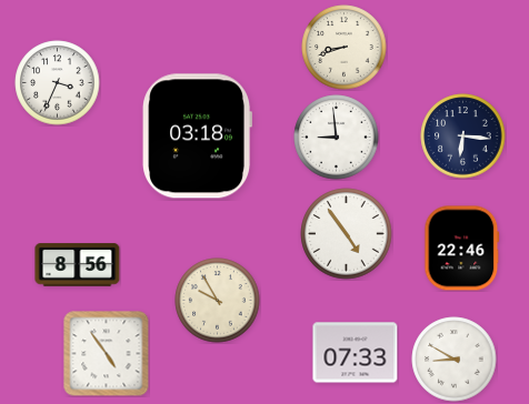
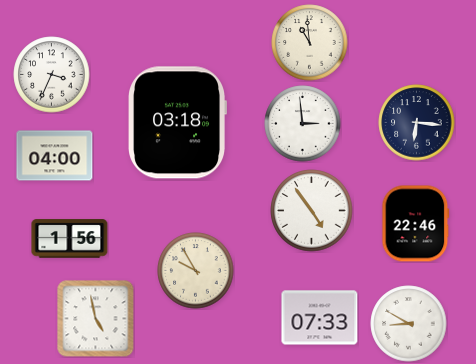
clock at (345, 48): 8:42 -> 10:59
clock at (337, 138): 8:59 -> 2:59
clock at (55, 156): none -> 04:00
clock at (78, 265): 8:56 -> 1:56
clock at (107, 354): 4:54 -> 4:58
